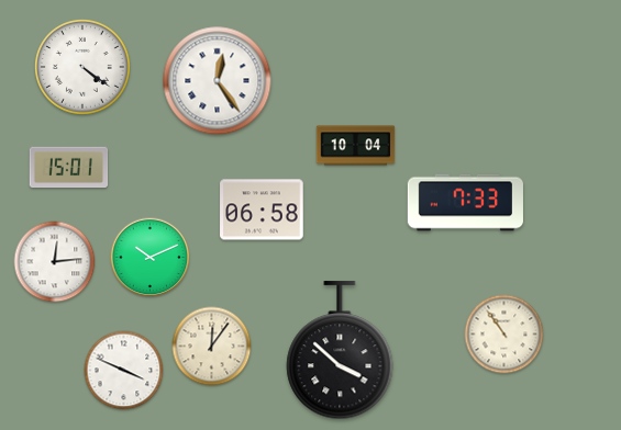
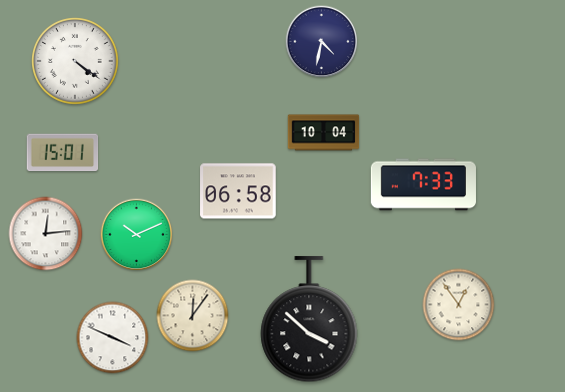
clock at (322, 42): none -> 4:32
clock at (218, 81): 12:24 -> none
clock at (55, 262) position: (55, 262) -> (46, 234)
clock at (504, 335): 10:54 -> 12:54
